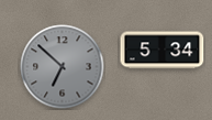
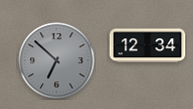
clock at (163, 51): 5:34 -> 12:34
